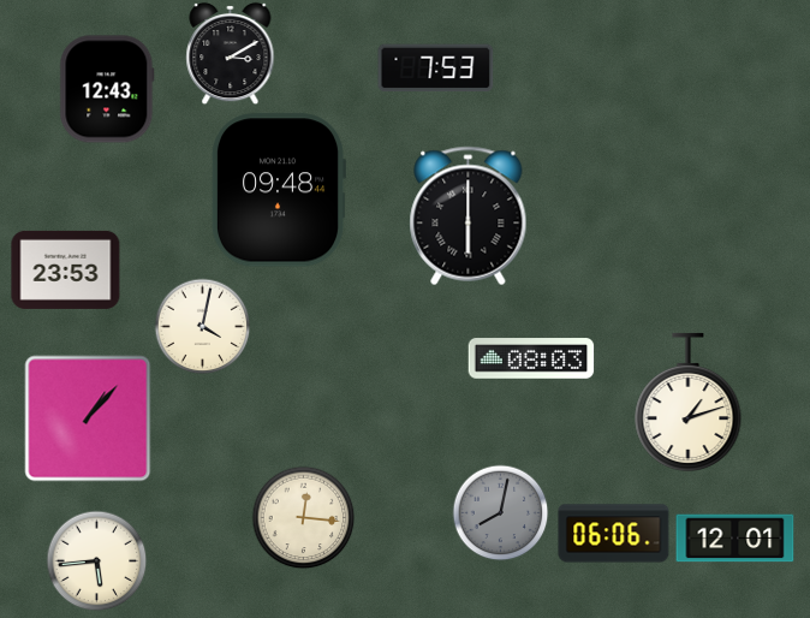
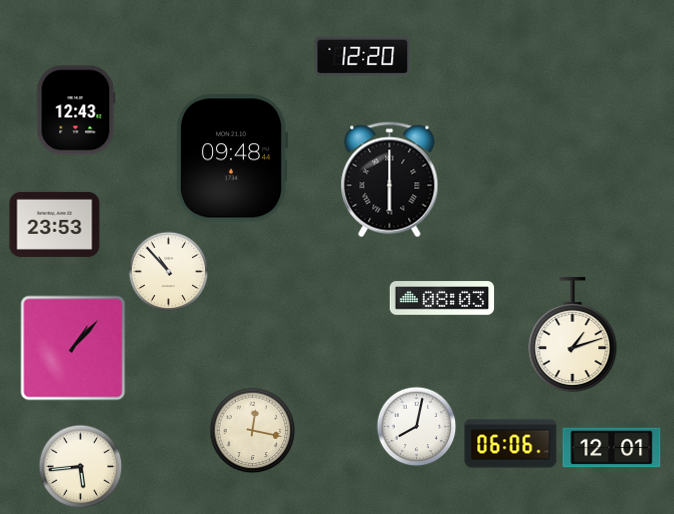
clock at (231, 53): 3:10 -> none
clock at (436, 69): 7:53 -> 12:20
clock at (107, 89) position: (107, 89) -> (76, 110)
clock at (202, 326): 4:02 -> 10:53
clock at (500, 512) dial: grey -> white
clock at (303, 517): 12:16 -> 12:17
